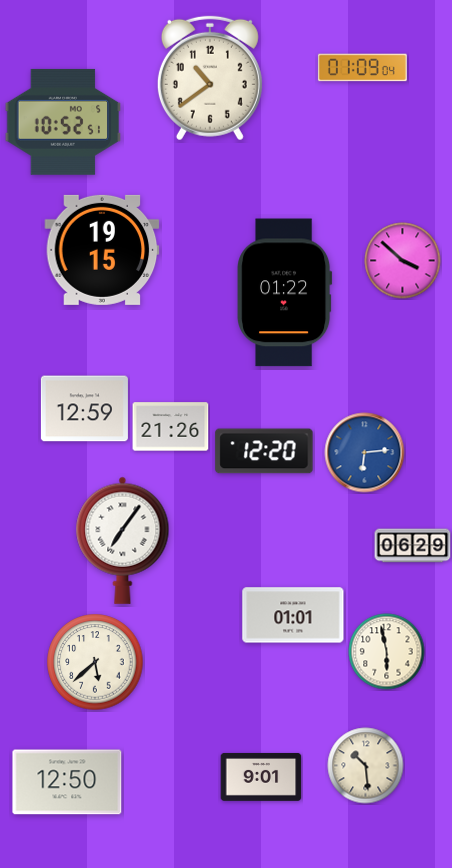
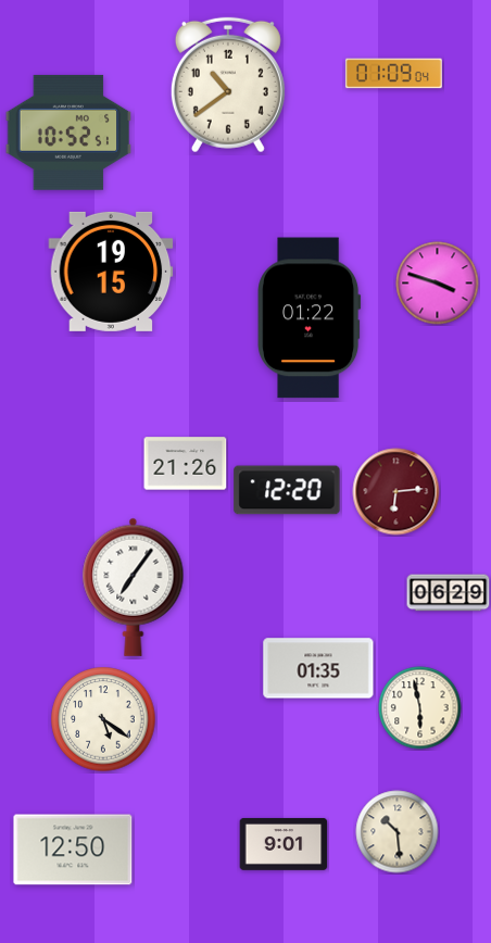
clock at (403, 261): 3:52 -> 3:48
clock at (84, 409): 12:59 -> none
clock at (365, 453) dial: blue -> burgundy
clock at (293, 615): 01:01 -> 01:35
clock at (95, 662): 5:38 -> 5:21
